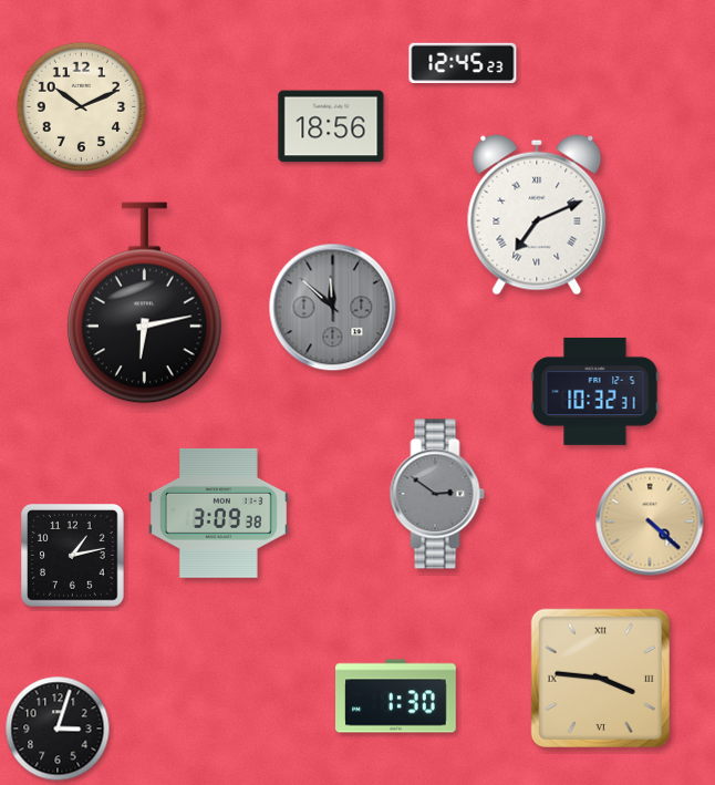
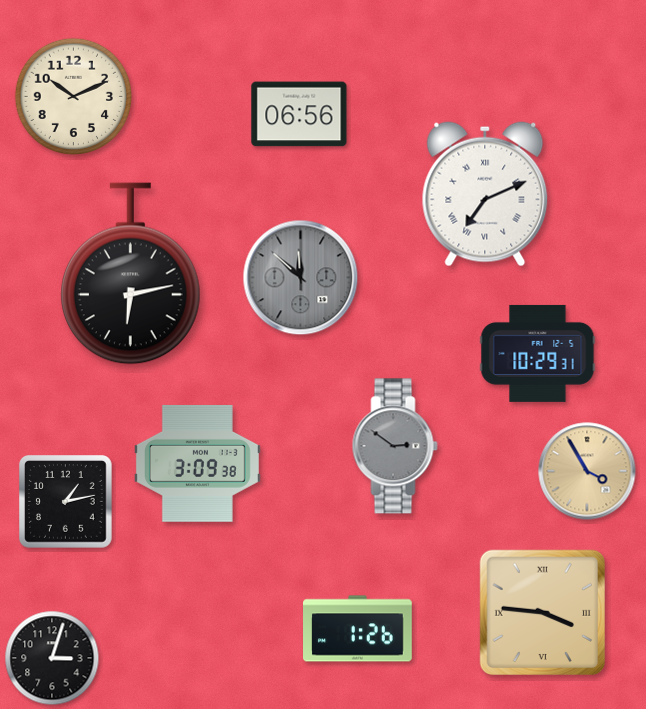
clock at (463, 63): 12:45 -> none
clock at (331, 126): 18:56 -> 06:56
clock at (595, 391): 10:32 -> 10:29
clock at (650, 521): 4:22 -> 3:55
clock at (396, 696): 1:30 -> 1:26
